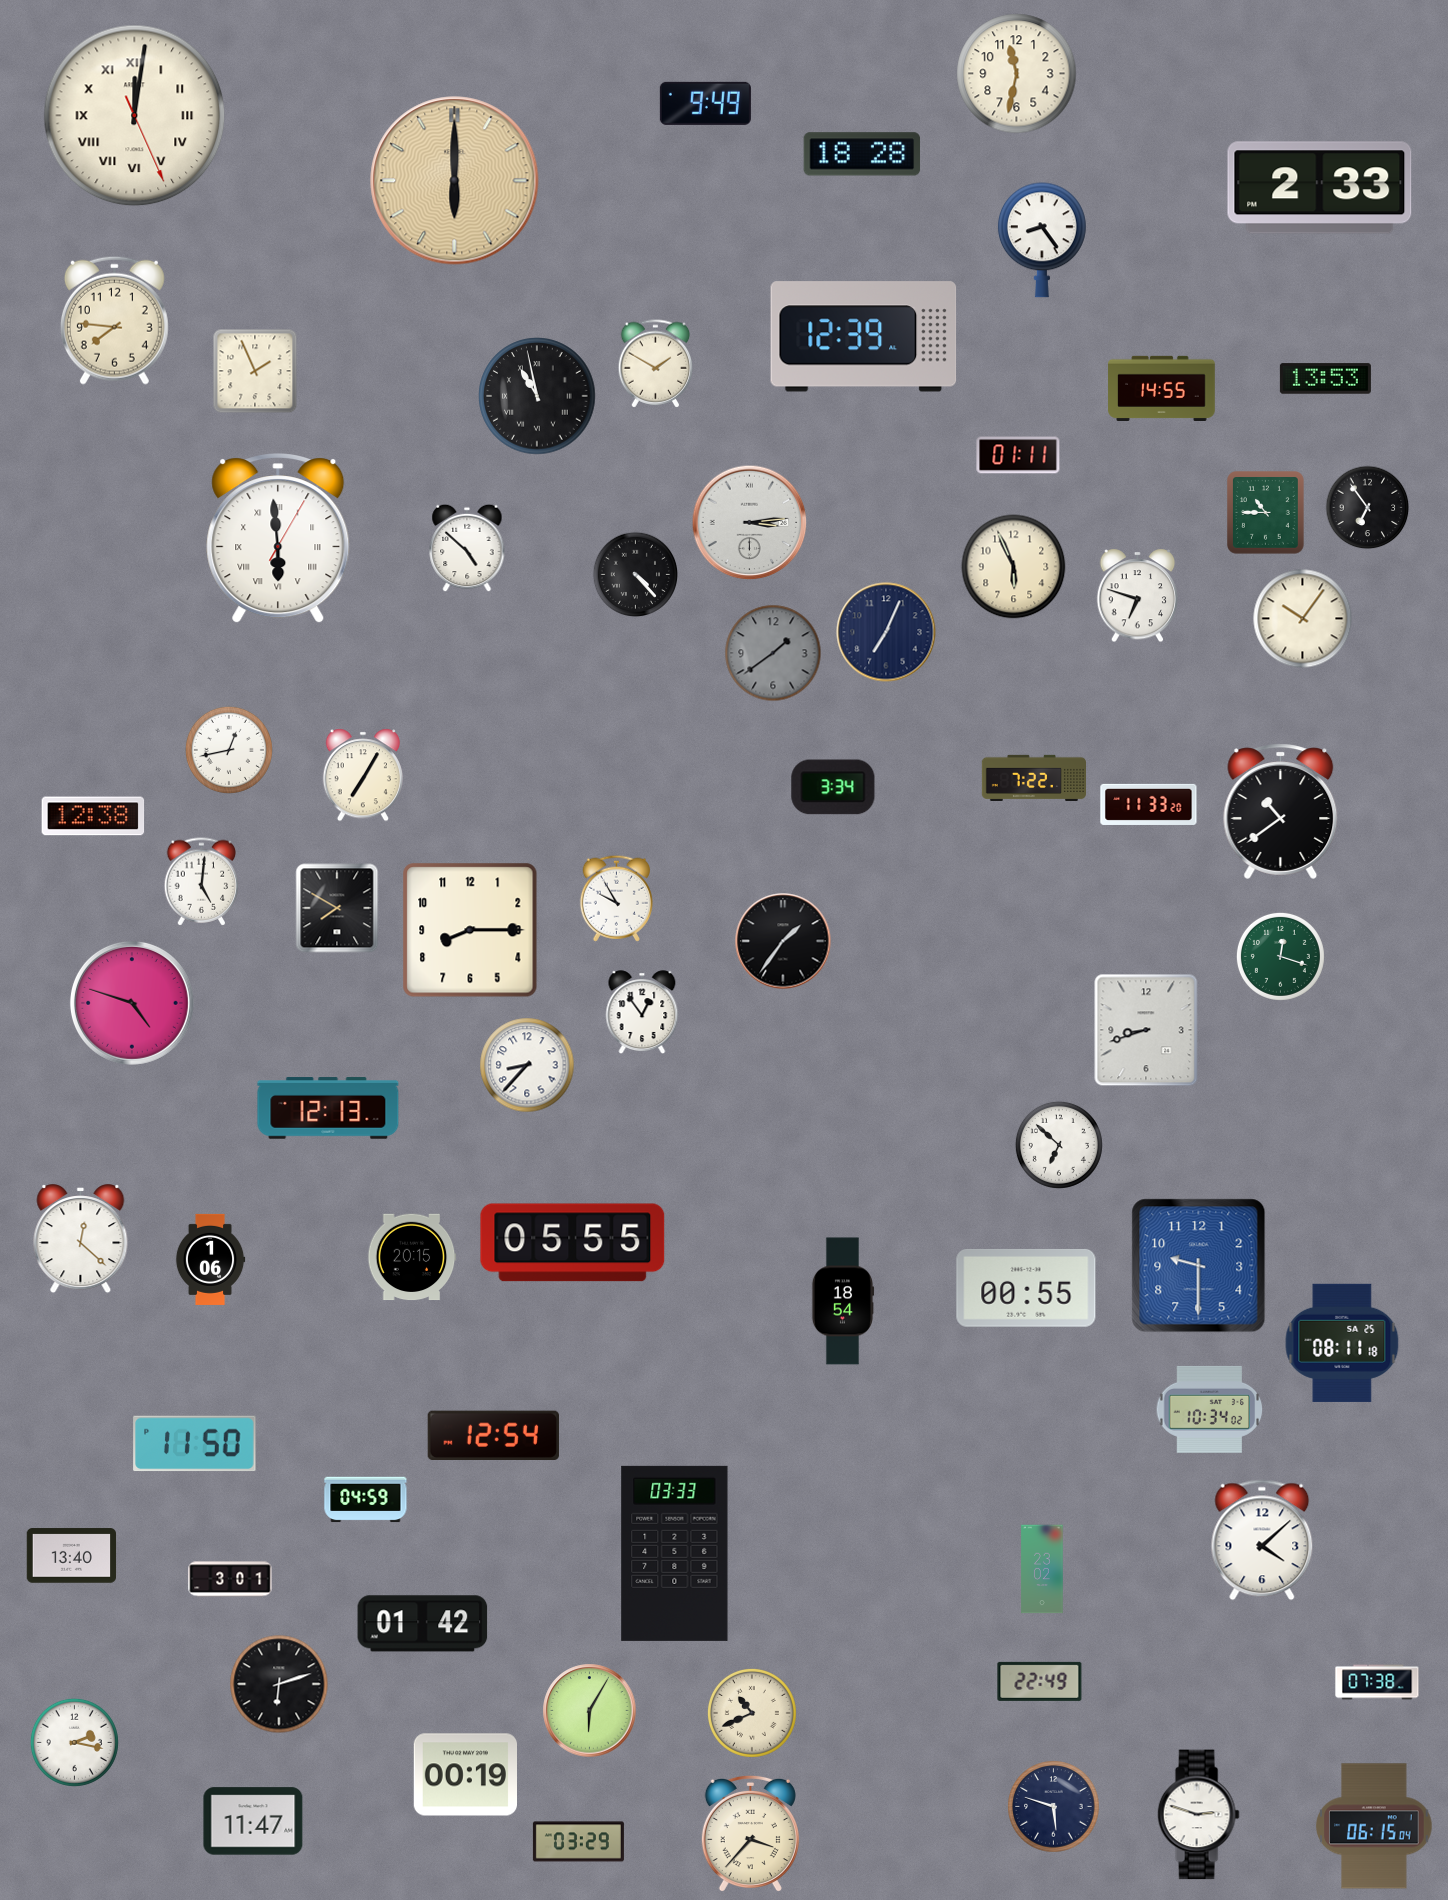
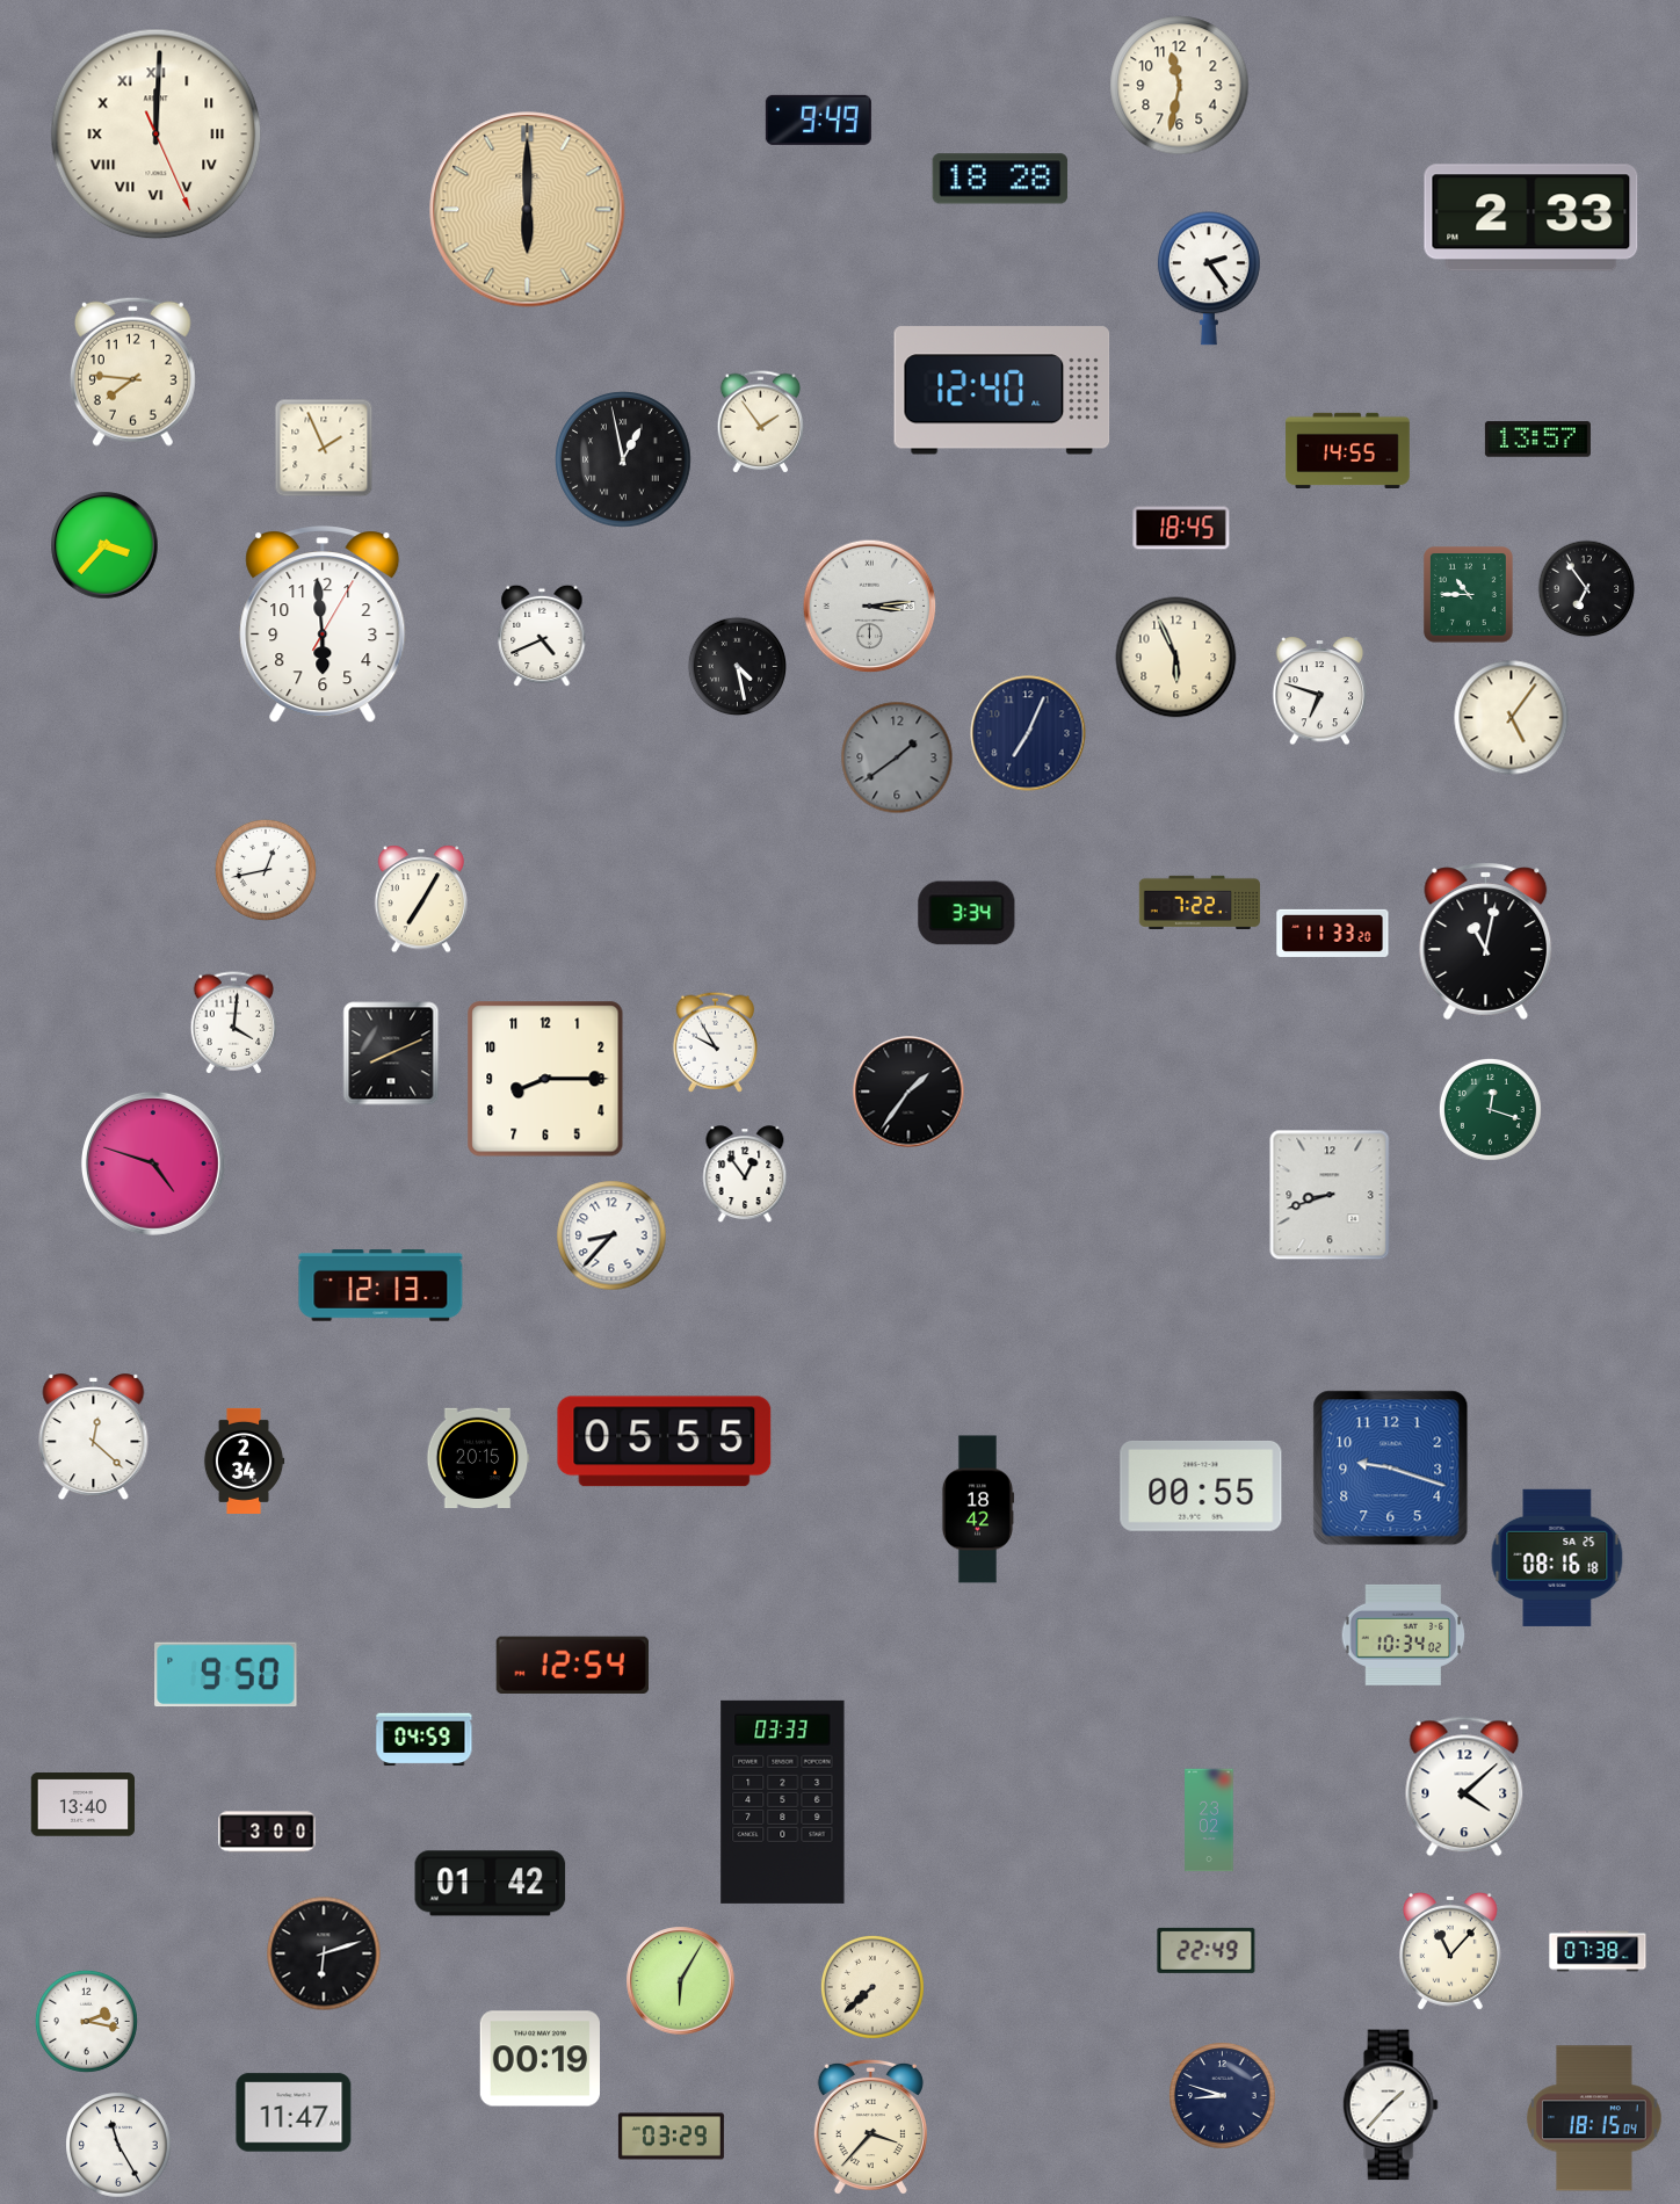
clock at (135, 116): 12:01 -> 12:00
clock at (1042, 240): 8:24 -> 2:24
clock at (864, 337): 12:39 -> 12:40
clock at (656, 364): 1:50 -> 1:54
clock at (255, 371) position: (255, 371) -> (324, 448)
clock at (1325, 379): 13:53 -> 13:57
clock at (537, 396): 10:58 -> 12:58
clock at (1018, 455): 01:11 -> 18:45
clock at (104, 545): none -> 3:37
clock at (278, 539) numerals: Roman -> Arabic
clock at (467, 548): 4:52 -> 4:41
clock at (636, 575): 4:23 -> 4:28
clock at (1303, 619): 10:06 -> 5:06
clock at (1281, 811): 10:39 -> 11:02
clock at (93, 816): 12:38 -> none
clock at (202, 882): 5:01 -> 4:01
clock at (337, 908): 7:50 -> 8:11
clock at (1280, 956) position: (1280, 956) -> (1490, 1109)
clock at (1059, 1145): 6:52 -> none
clock at (210, 1259): 1:06 -> 2:34
clock at (1199, 1266): 9:30 -> 9:18
clock at (1026, 1288) position: (1026, 1288) -> (1201, 1486)
clock at (843, 1301): 18:54 -> 18:42
clock at (1342, 1343): 08:11 -> 08:16
clock at (195, 1444): 11:50 -> 9:50
clock at (230, 1579): 3:01 -> 3:00
clock at (1450, 1951): none -> 11:07
clock at (590, 1711) position: (590, 1711) -> (681, 1981)
clock at (752, 1713): 10:41 -> 7:38
clock at (1054, 1807): 5:48 -> 8:48
clock at (1198, 1815): 2:48 -> 1:37
clock at (1374, 1826): 06:15 -> 18:15
clock at (118, 2145): none -> 11:25
